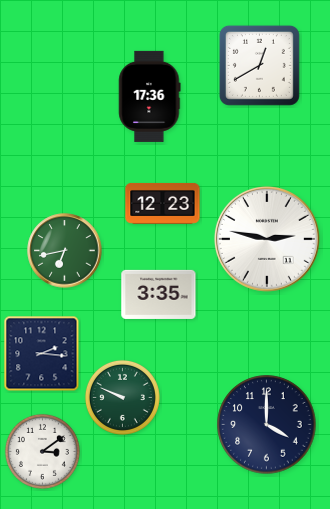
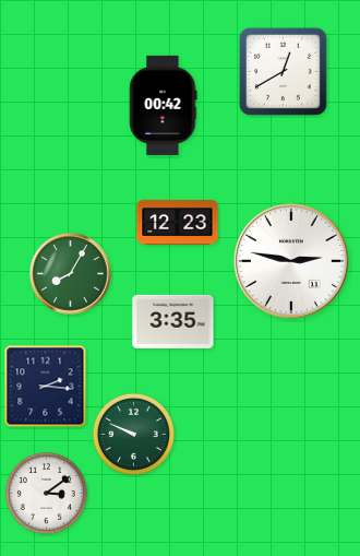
clock at (150, 96): 17:36 -> 00:42
clock at (65, 251): 6:43 -> 8:05
clock at (267, 425): 4:00 -> none
